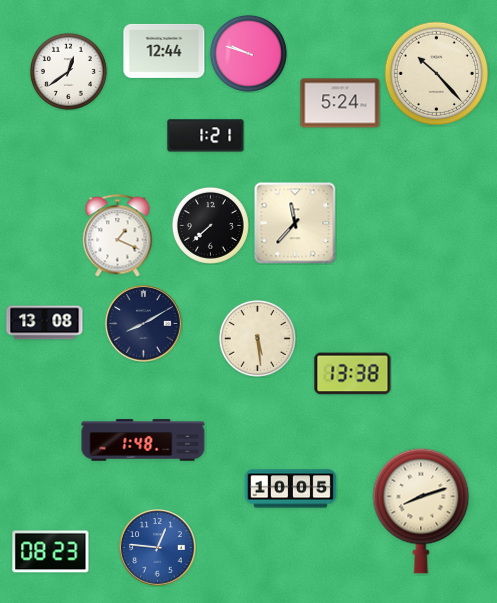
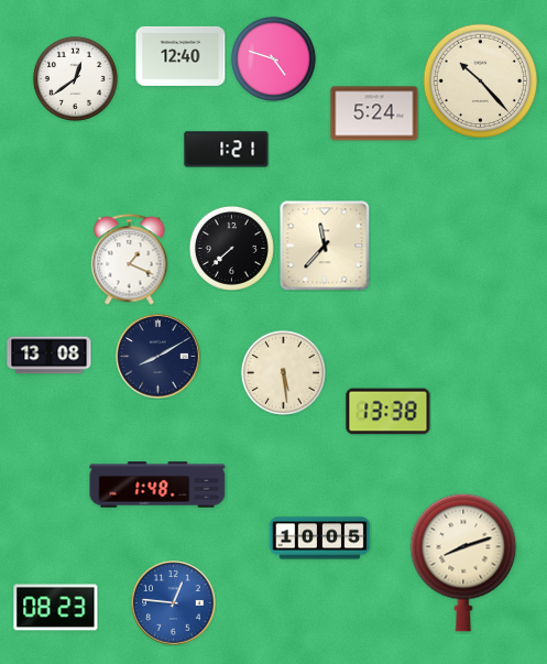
clock at (164, 51): 12:44 -> 12:40
clock at (248, 53): 9:48 -> 4:48
